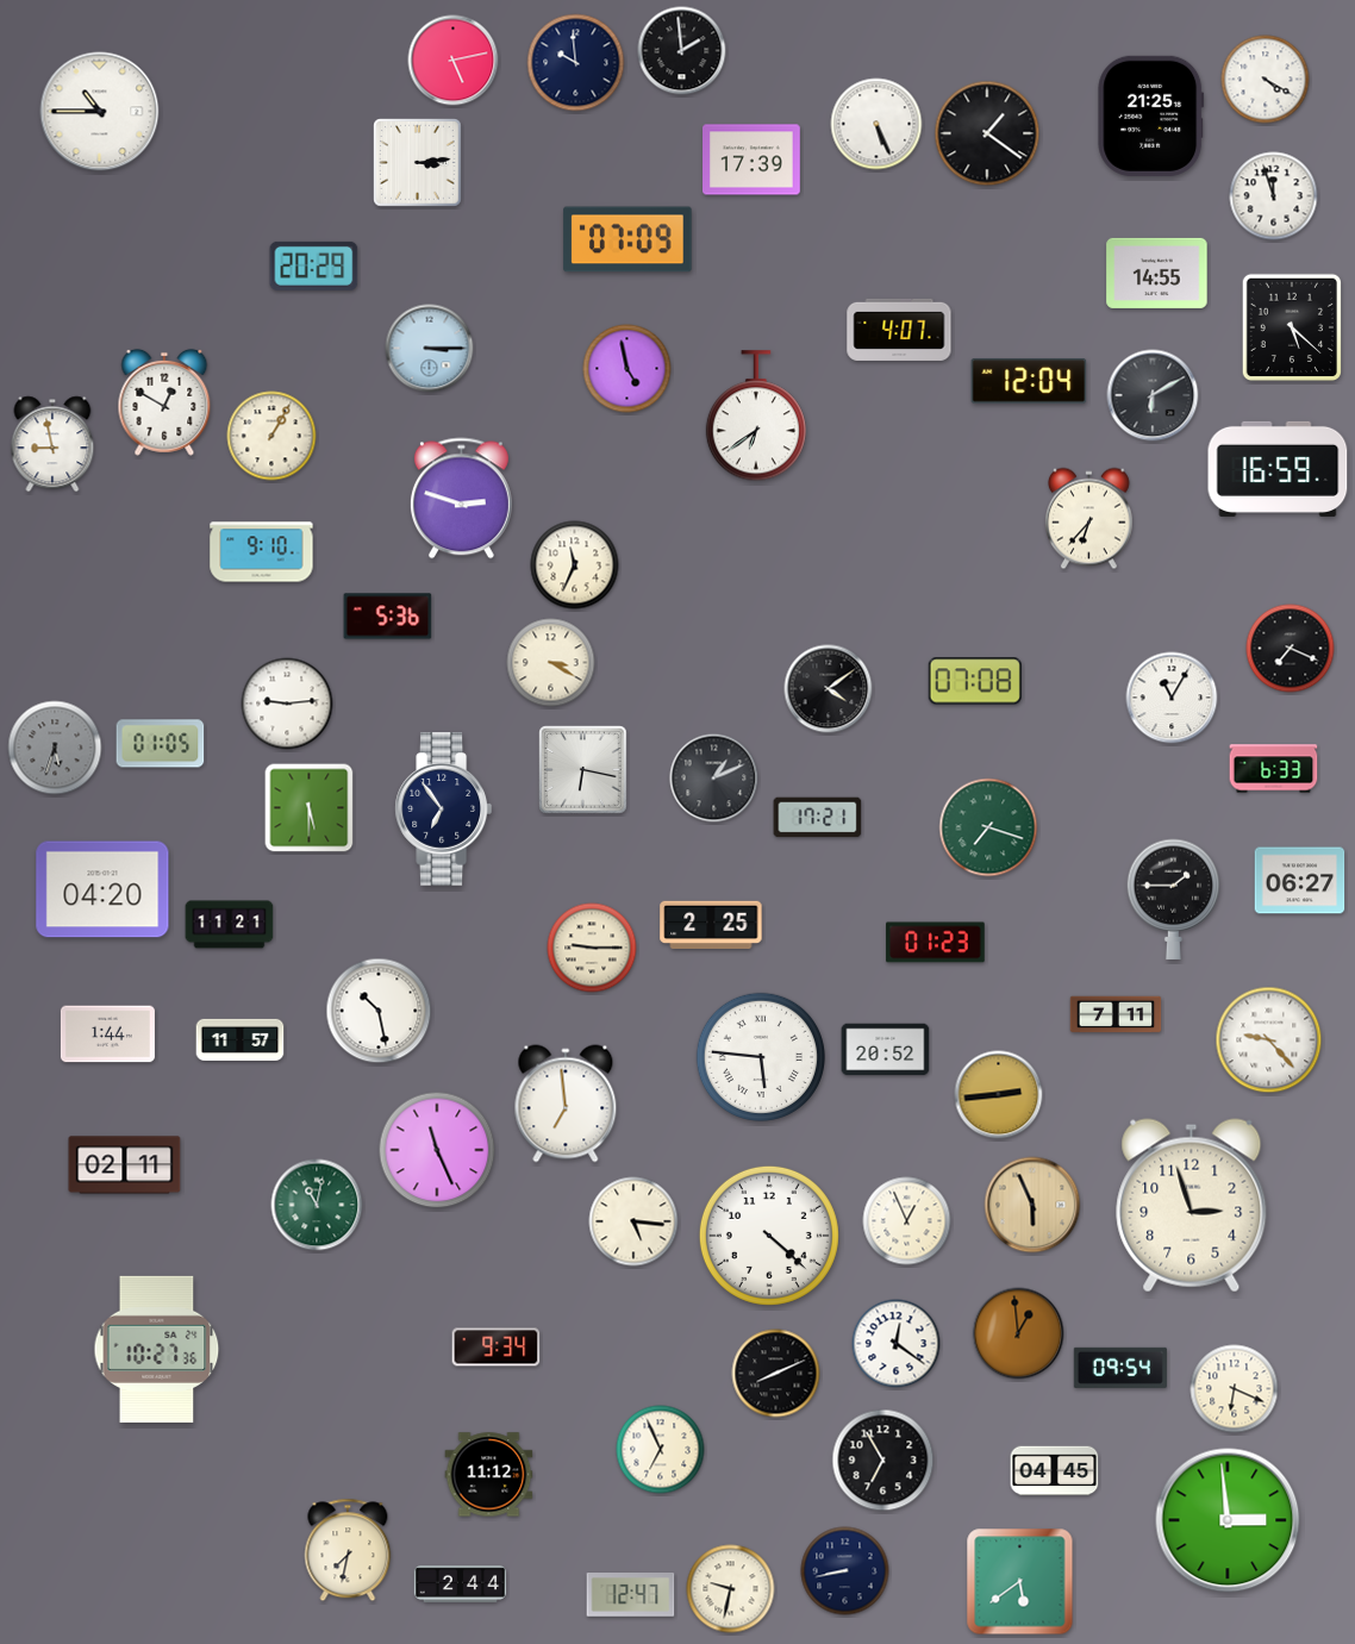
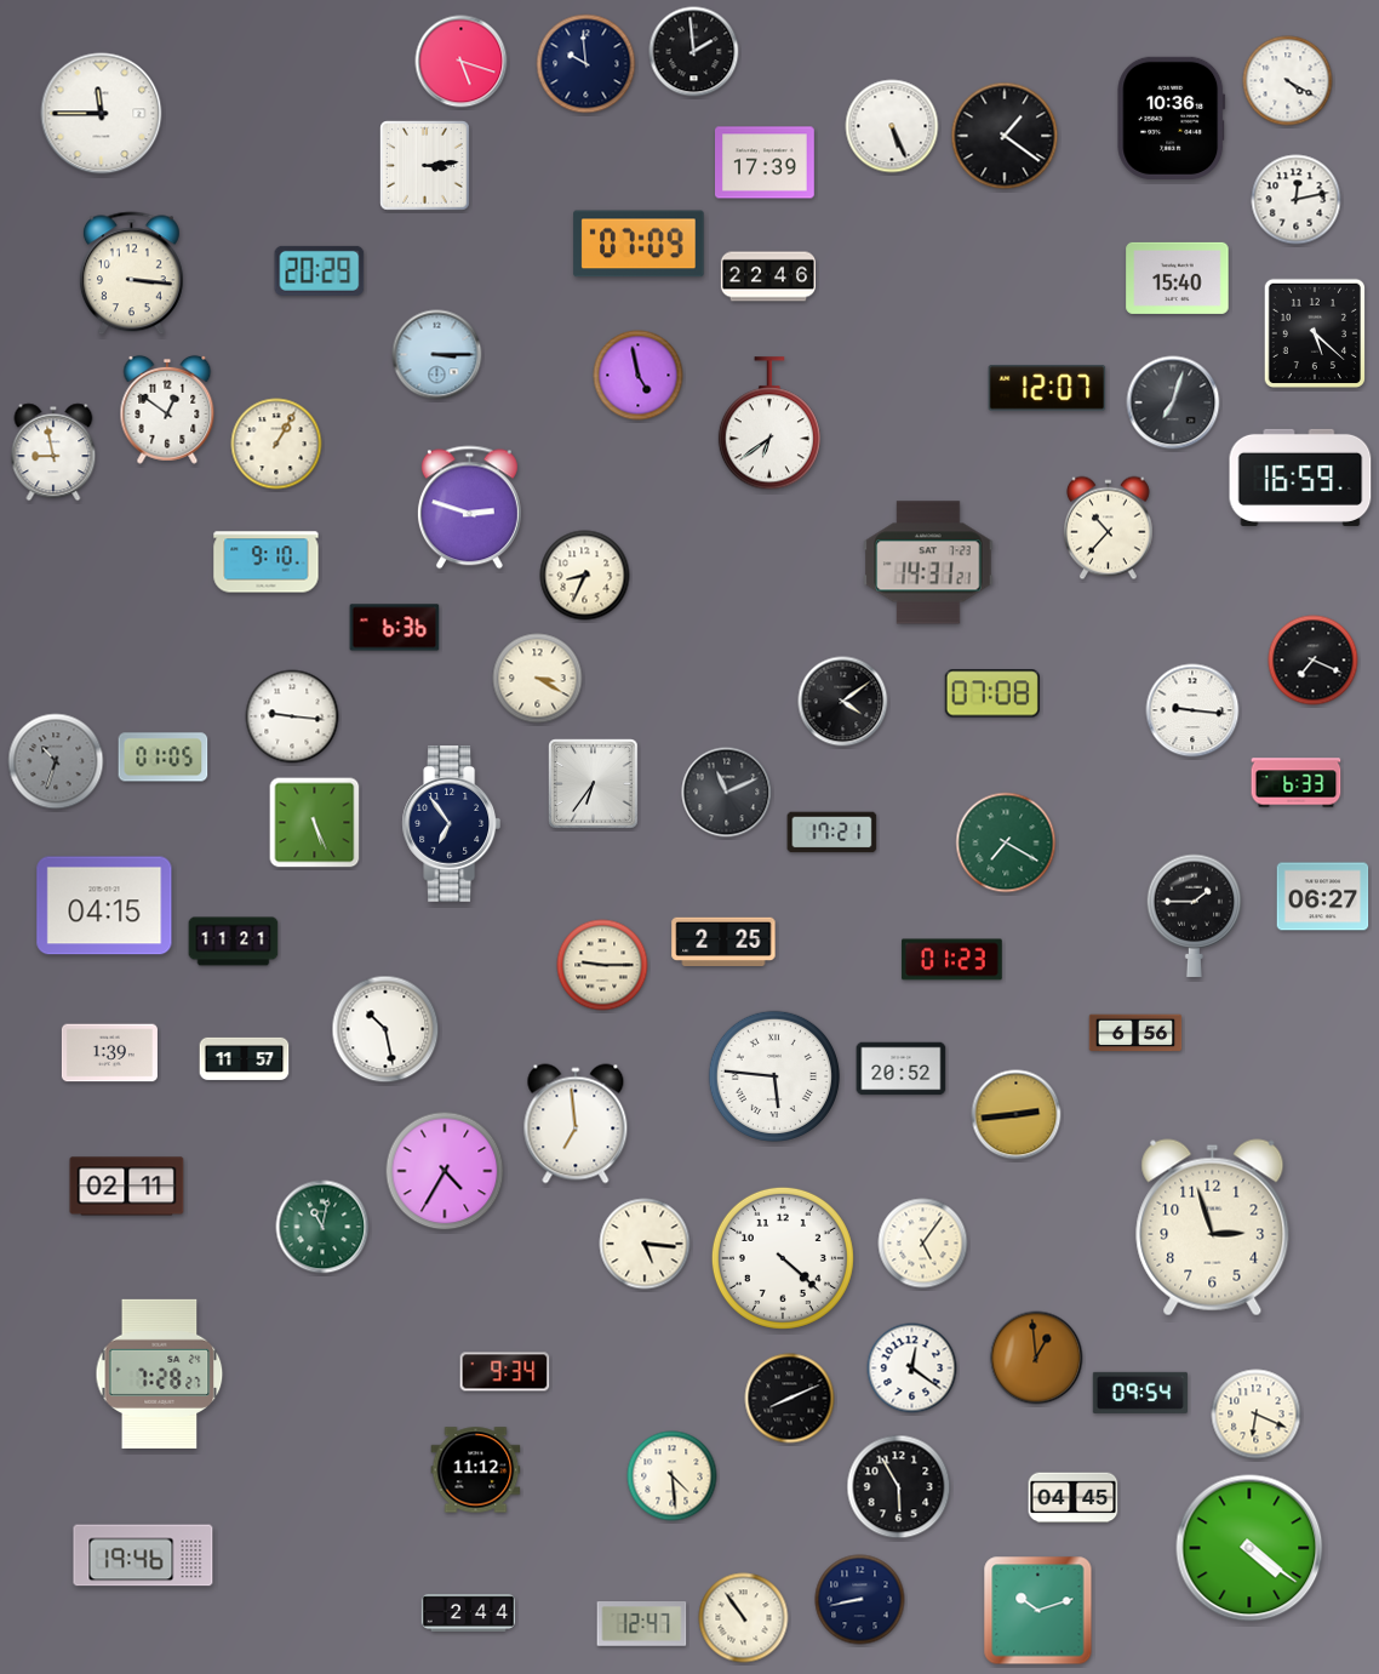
clock at (454, 61): 5:13 -> 5:18
clock at (100, 112): 10:45 -> 11:45
clock at (1151, 115): 21:25 -> 10:36
clock at (1274, 196): 11:57 -> 12:13
clock at (131, 274): none -> 3:16
clock at (767, 276): none -> 22:46
clock at (1157, 273): 14:55 -> 15:40
clock at (899, 330): 4:07 -> none
clock at (1029, 381): 12:04 -> 12:07
clock at (1153, 395): 6:10 -> 7:03
clock at (164, 402): 12:50 -> 12:51
clock at (1089, 519): 6:37 -> 10:37
clock at (928, 562): none -> 14:31
clock at (575, 565): 11:34 -> 8:34
clock at (388, 617): 5:36 -> 6:36
clock at (551, 663) position: (551, 663) -> (538, 679)
clock at (1172, 698): 11:05 -> 9:16
clock at (287, 704): 9:14 -> 9:16
clock at (55, 748): 5:33 -> 10:33
clock at (583, 770): 6:17 -> 6:36
clock at (714, 779): 1:11 -> 11:11
clock at (310, 808): 5:30 -> 5:26
clock at (988, 827): 7:18 -> 7:20
clock at (102, 889): 04:20 -> 04:15
clock at (1116, 1014): 7:11 -> 6:56
clock at (107, 1034): 1:44 -> 1:39
clock at (1269, 1040): 9:23 -> none
clock at (437, 1150): 11:26 -> 4:35
clock at (1032, 1205): 5:56 -> none
clock at (907, 1221): 12:56 -> 5:06
clock at (157, 1349): 10:27 -> 7:28
clock at (661, 1450): 6:56 -> 4:29
clock at (883, 1461): 6:55 -> 5:55
clock at (489, 1475) position: (489, 1475) -> (476, 1470)
clock at (1228, 1520): 2:59 -> 4:21
clock at (143, 1555): none -> 19:46
clock at (348, 1550): 7:32 -> none
clock at (1020, 1582): 5:39 -> 10:12
clock at (731, 1589): 9:32 -> 10:54
